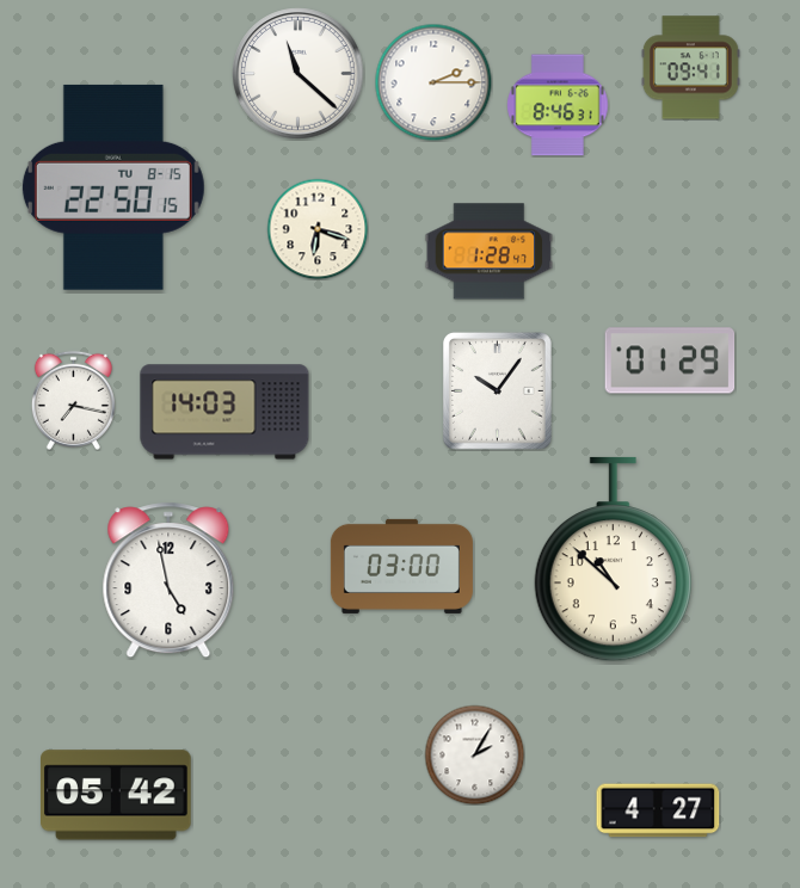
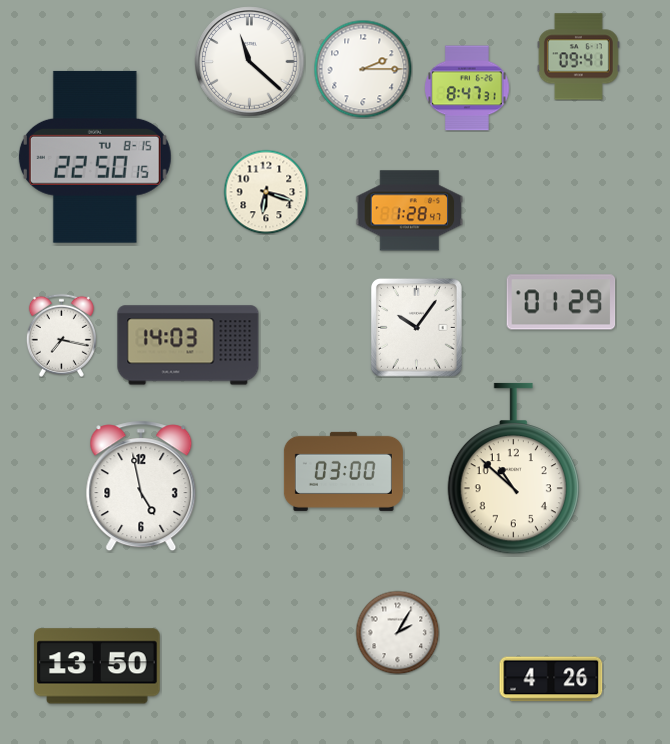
clock at (558, 105): 8:46 -> 8:47
clock at (401, 566) position: (401, 566) -> (343, 471)
clock at (117, 795): 05:42 -> 13:50
clock at (658, 810): 4:27 -> 4:26
